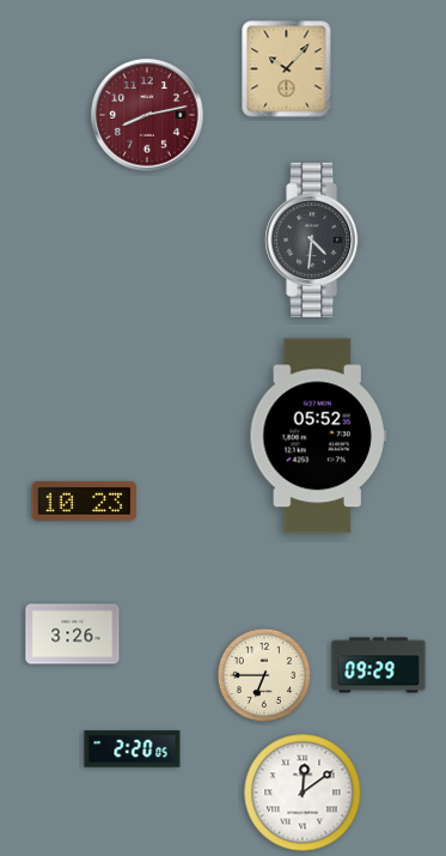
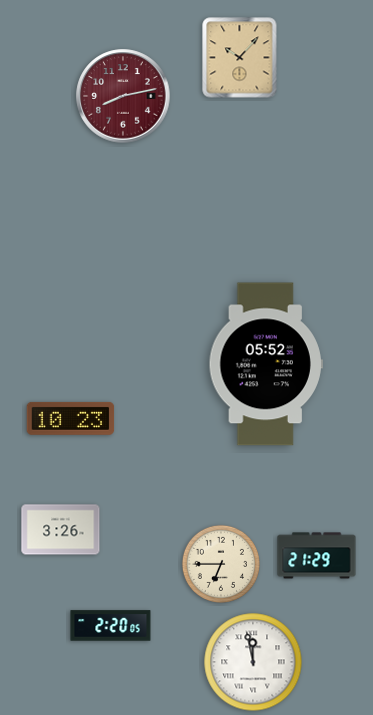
clock at (314, 239): 4:31 -> none
clock at (379, 666): 09:29 -> 21:29
clock at (303, 793): 12:09 -> 11:58
